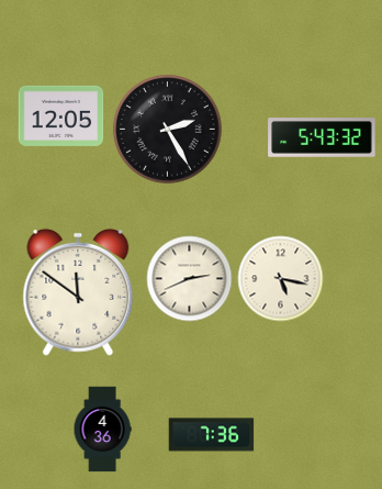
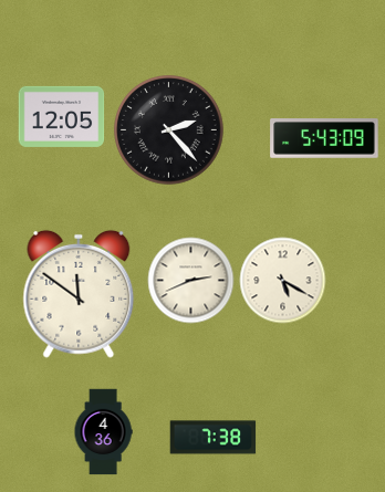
clock at (168, 130): 2:25 -> 2:23
clock at (322, 137): 5:43:32 -> 5:43:09
clock at (280, 278): 5:17 -> 5:20
clock at (211, 435): 7:36 -> 7:38
